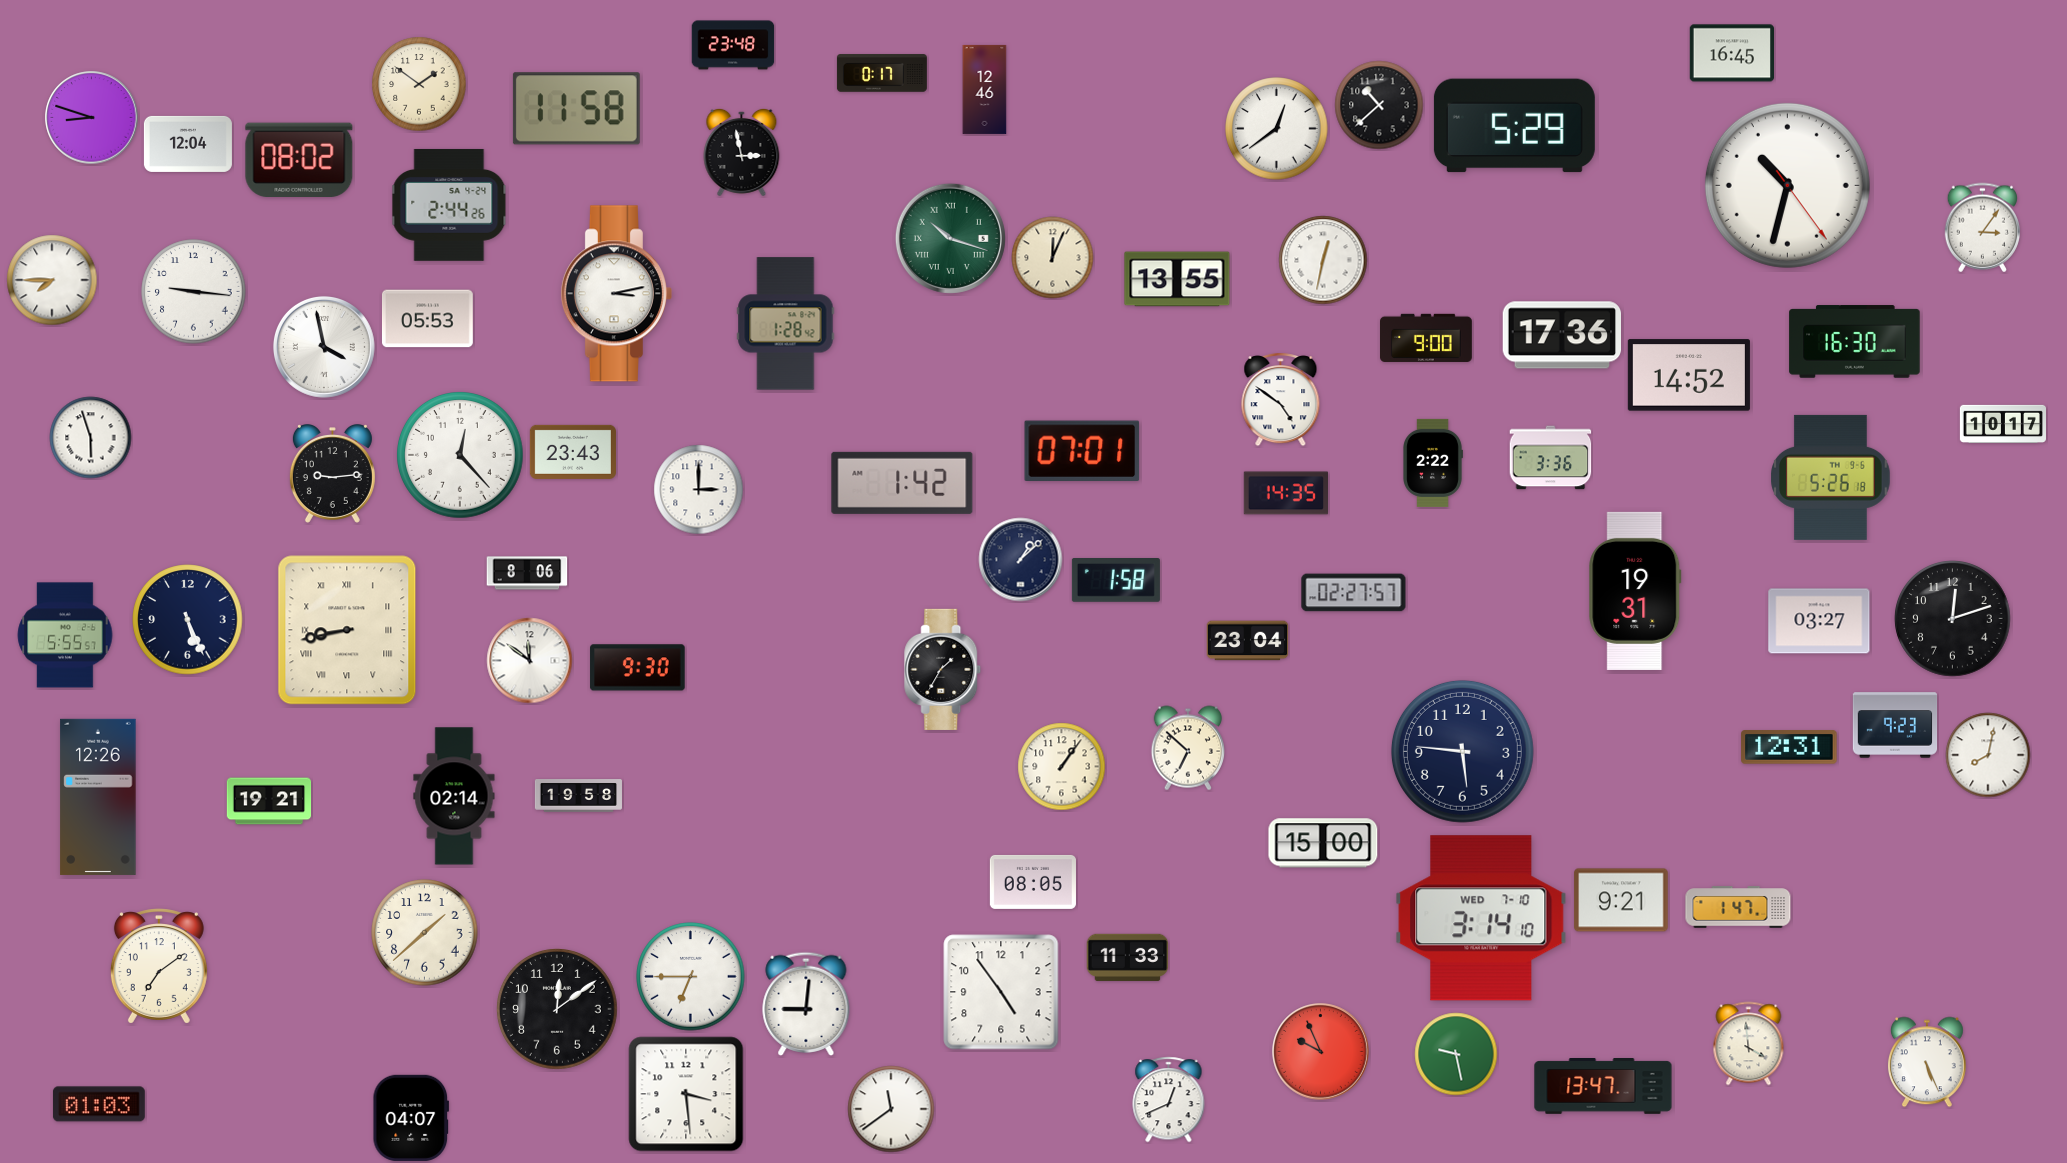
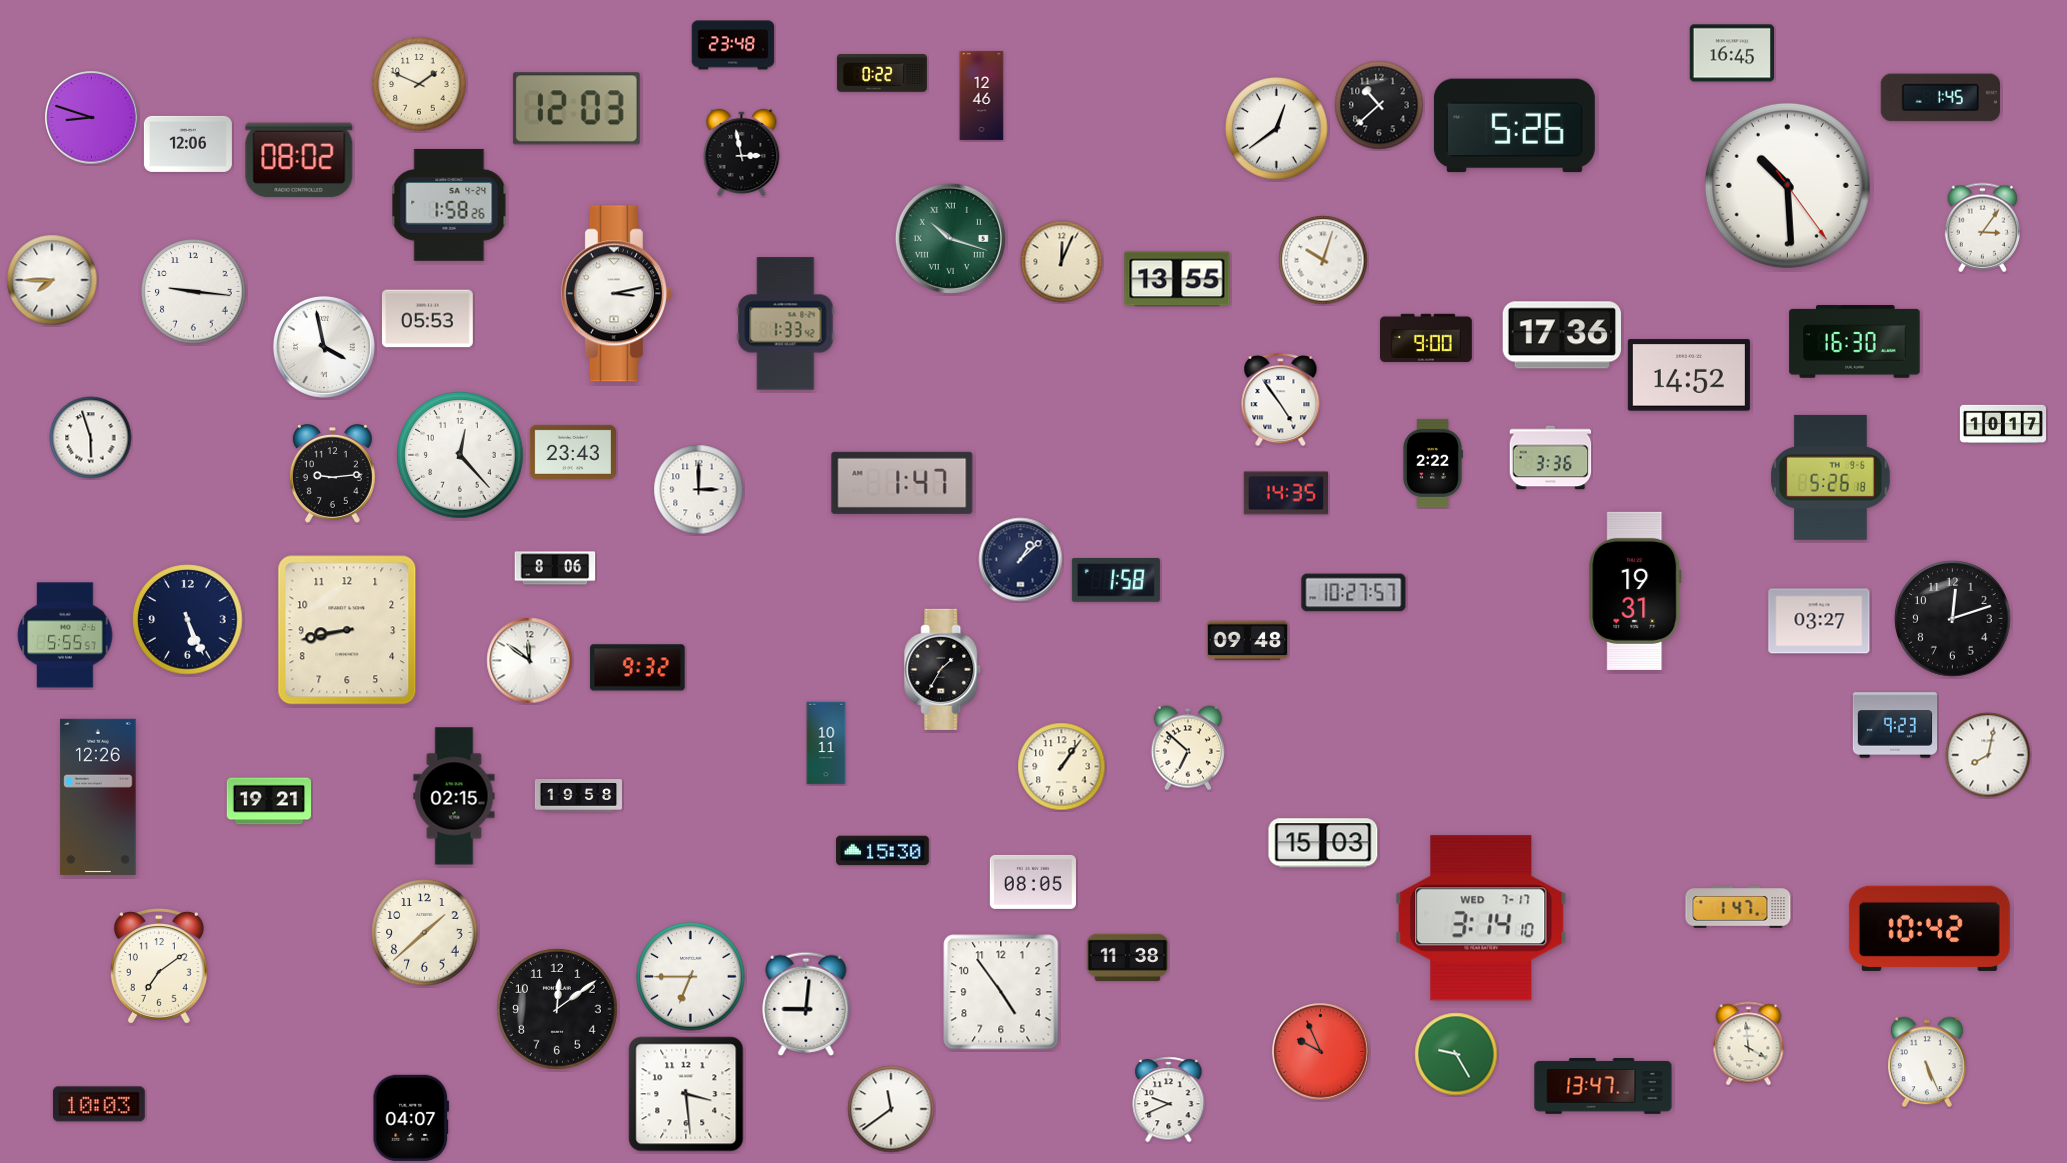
clock at (882, 73): 0:17 -> 0:22
clock at (419, 84): 1:51 -> 1:49
clock at (985, 89) position: (985, 89) -> (982, 95)
clock at (1940, 98): none -> 1:45
clock at (576, 109): 11:58 -> 12:03
clock at (1514, 126): 5:29 -> 5:26
clock at (188, 144): 12:04 -> 12:06
clock at (1787, 185): 10:32 -> 10:29
clock at (449, 205): 2:44 -> 1:58
clock at (1053, 258) position: (1053, 258) -> (1062, 262)
clock at (1323, 260): 12:32 -> 10:03
clock at (786, 324): 1:28 -> 1:33
clock at (1281, 400): 4:51 -> 4:54
clock at (1082, 450): 07:01 -> none
clock at (902, 483): 1:42 -> 1:47
clock at (527, 573) position: (527, 573) -> (555, 568)
clock at (1354, 593): 02:27 -> 10:27
clock at (347, 630) numerals: Roman -> Arabic
clock at (1248, 641): 23:04 -> 09:48
clock at (638, 668): 9:30 -> 9:32
clock at (826, 743): none -> 10:11
clock at (1789, 747): 12:31 -> none
clock at (1462, 751): 5:46 -> none
clock at (454, 796): 02:14 -> 02:15
clock at (1323, 843): 15:00 -> 15:03
clock at (883, 851): none -> 15:30
clock at (1621, 900): 9:21 -> none
clock at (1481, 918) date: WED 7-10 -> WED 7-17
clock at (1929, 928): none -> 10:42
clock at (1128, 957): 11:33 -> 11:38
clock at (1456, 1054): 9:28 -> 9:25
clock at (1169, 1100): 12:41 -> 9:41
clock at (99, 1104): 01:03 -> 10:03
